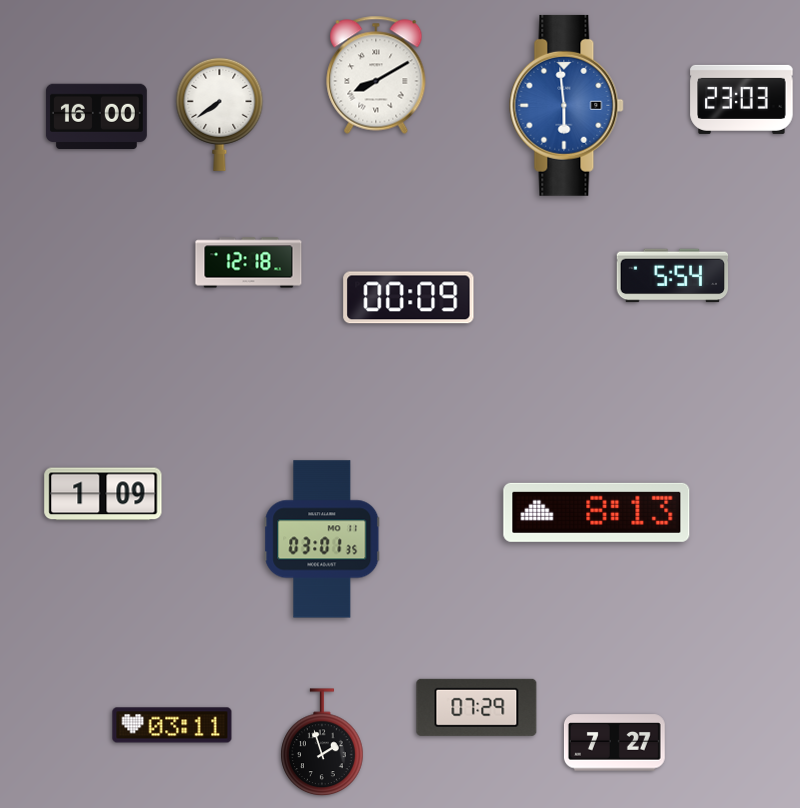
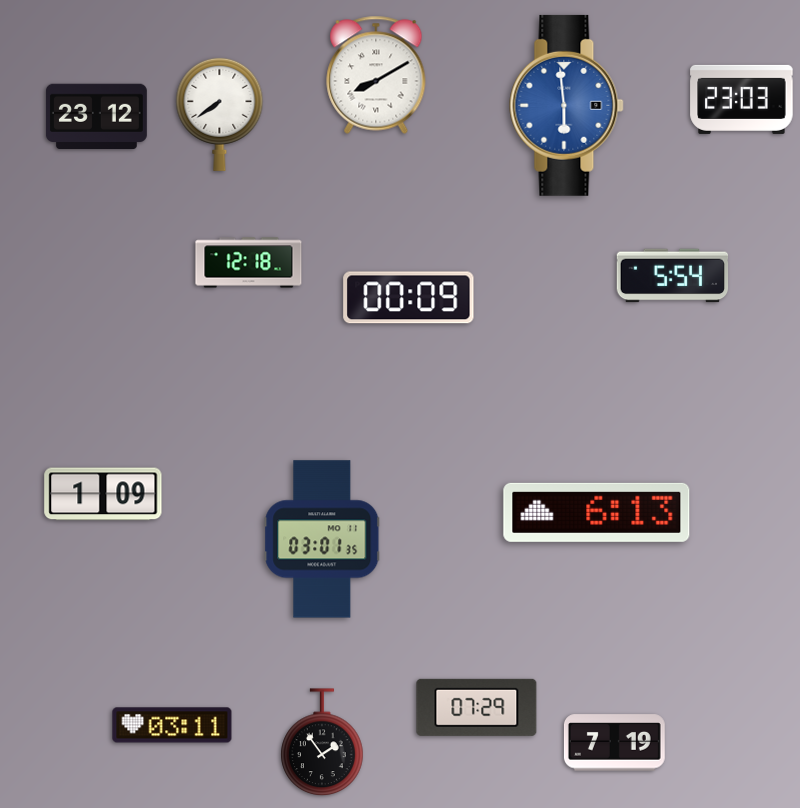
clock at (96, 117): 16:00 -> 23:12
clock at (597, 512): 8:13 -> 6:13
clock at (322, 743): 1:57 -> 1:54
clock at (614, 743): 7:27 -> 7:19
